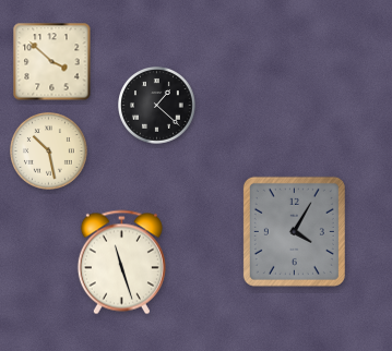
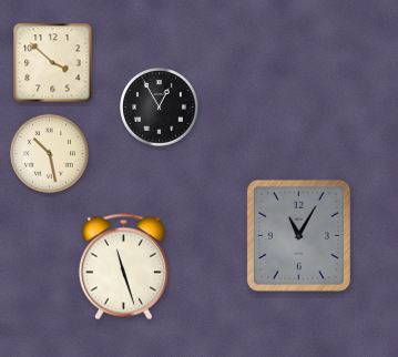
clock at (157, 106): 1:22 -> 12:55
clock at (294, 231): 4:05 -> 11:05
